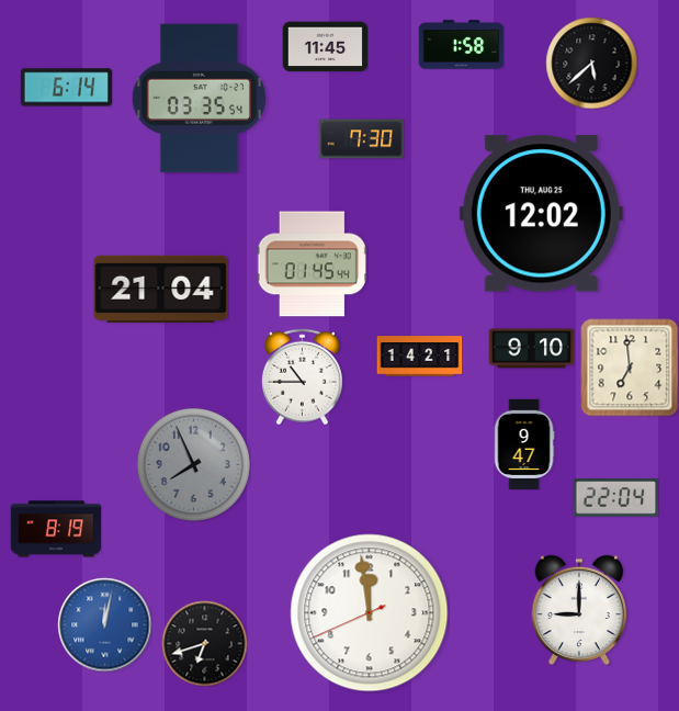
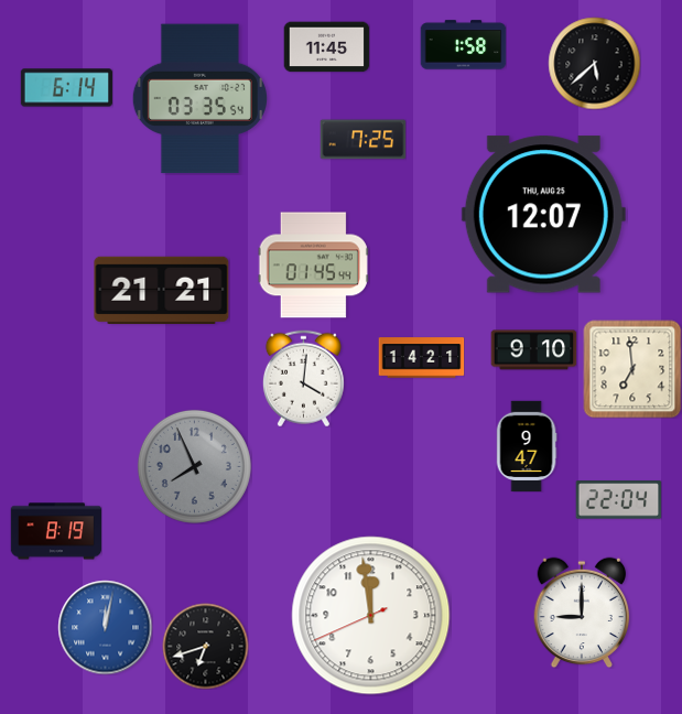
clock at (361, 139): 7:30 -> 7:25
clock at (541, 214): 12:02 -> 12:07
clock at (161, 289): 21:04 -> 21:21
clock at (302, 376): 10:45 -> 4:01
